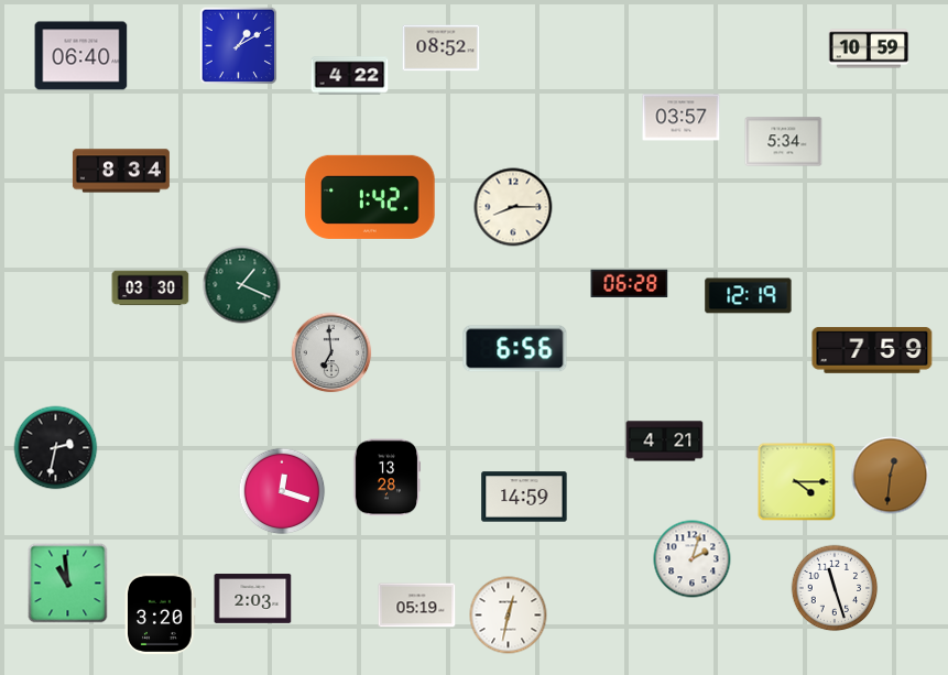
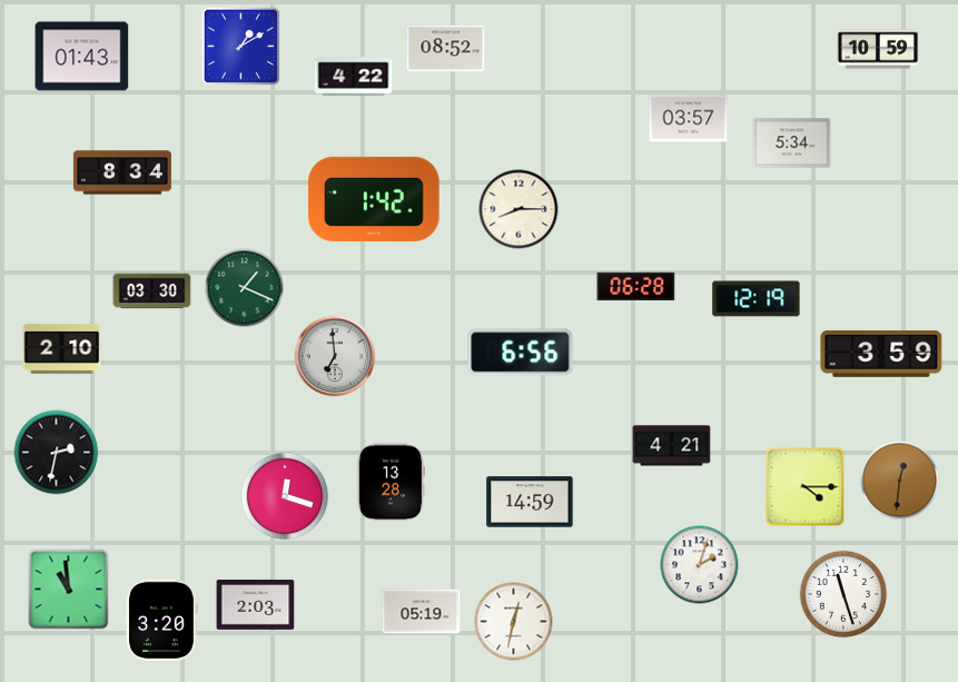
clock at (81, 56): 06:40 -> 01:43
clock at (62, 349): none -> 2:10
clock at (872, 350): 7:59 -> 3:59
